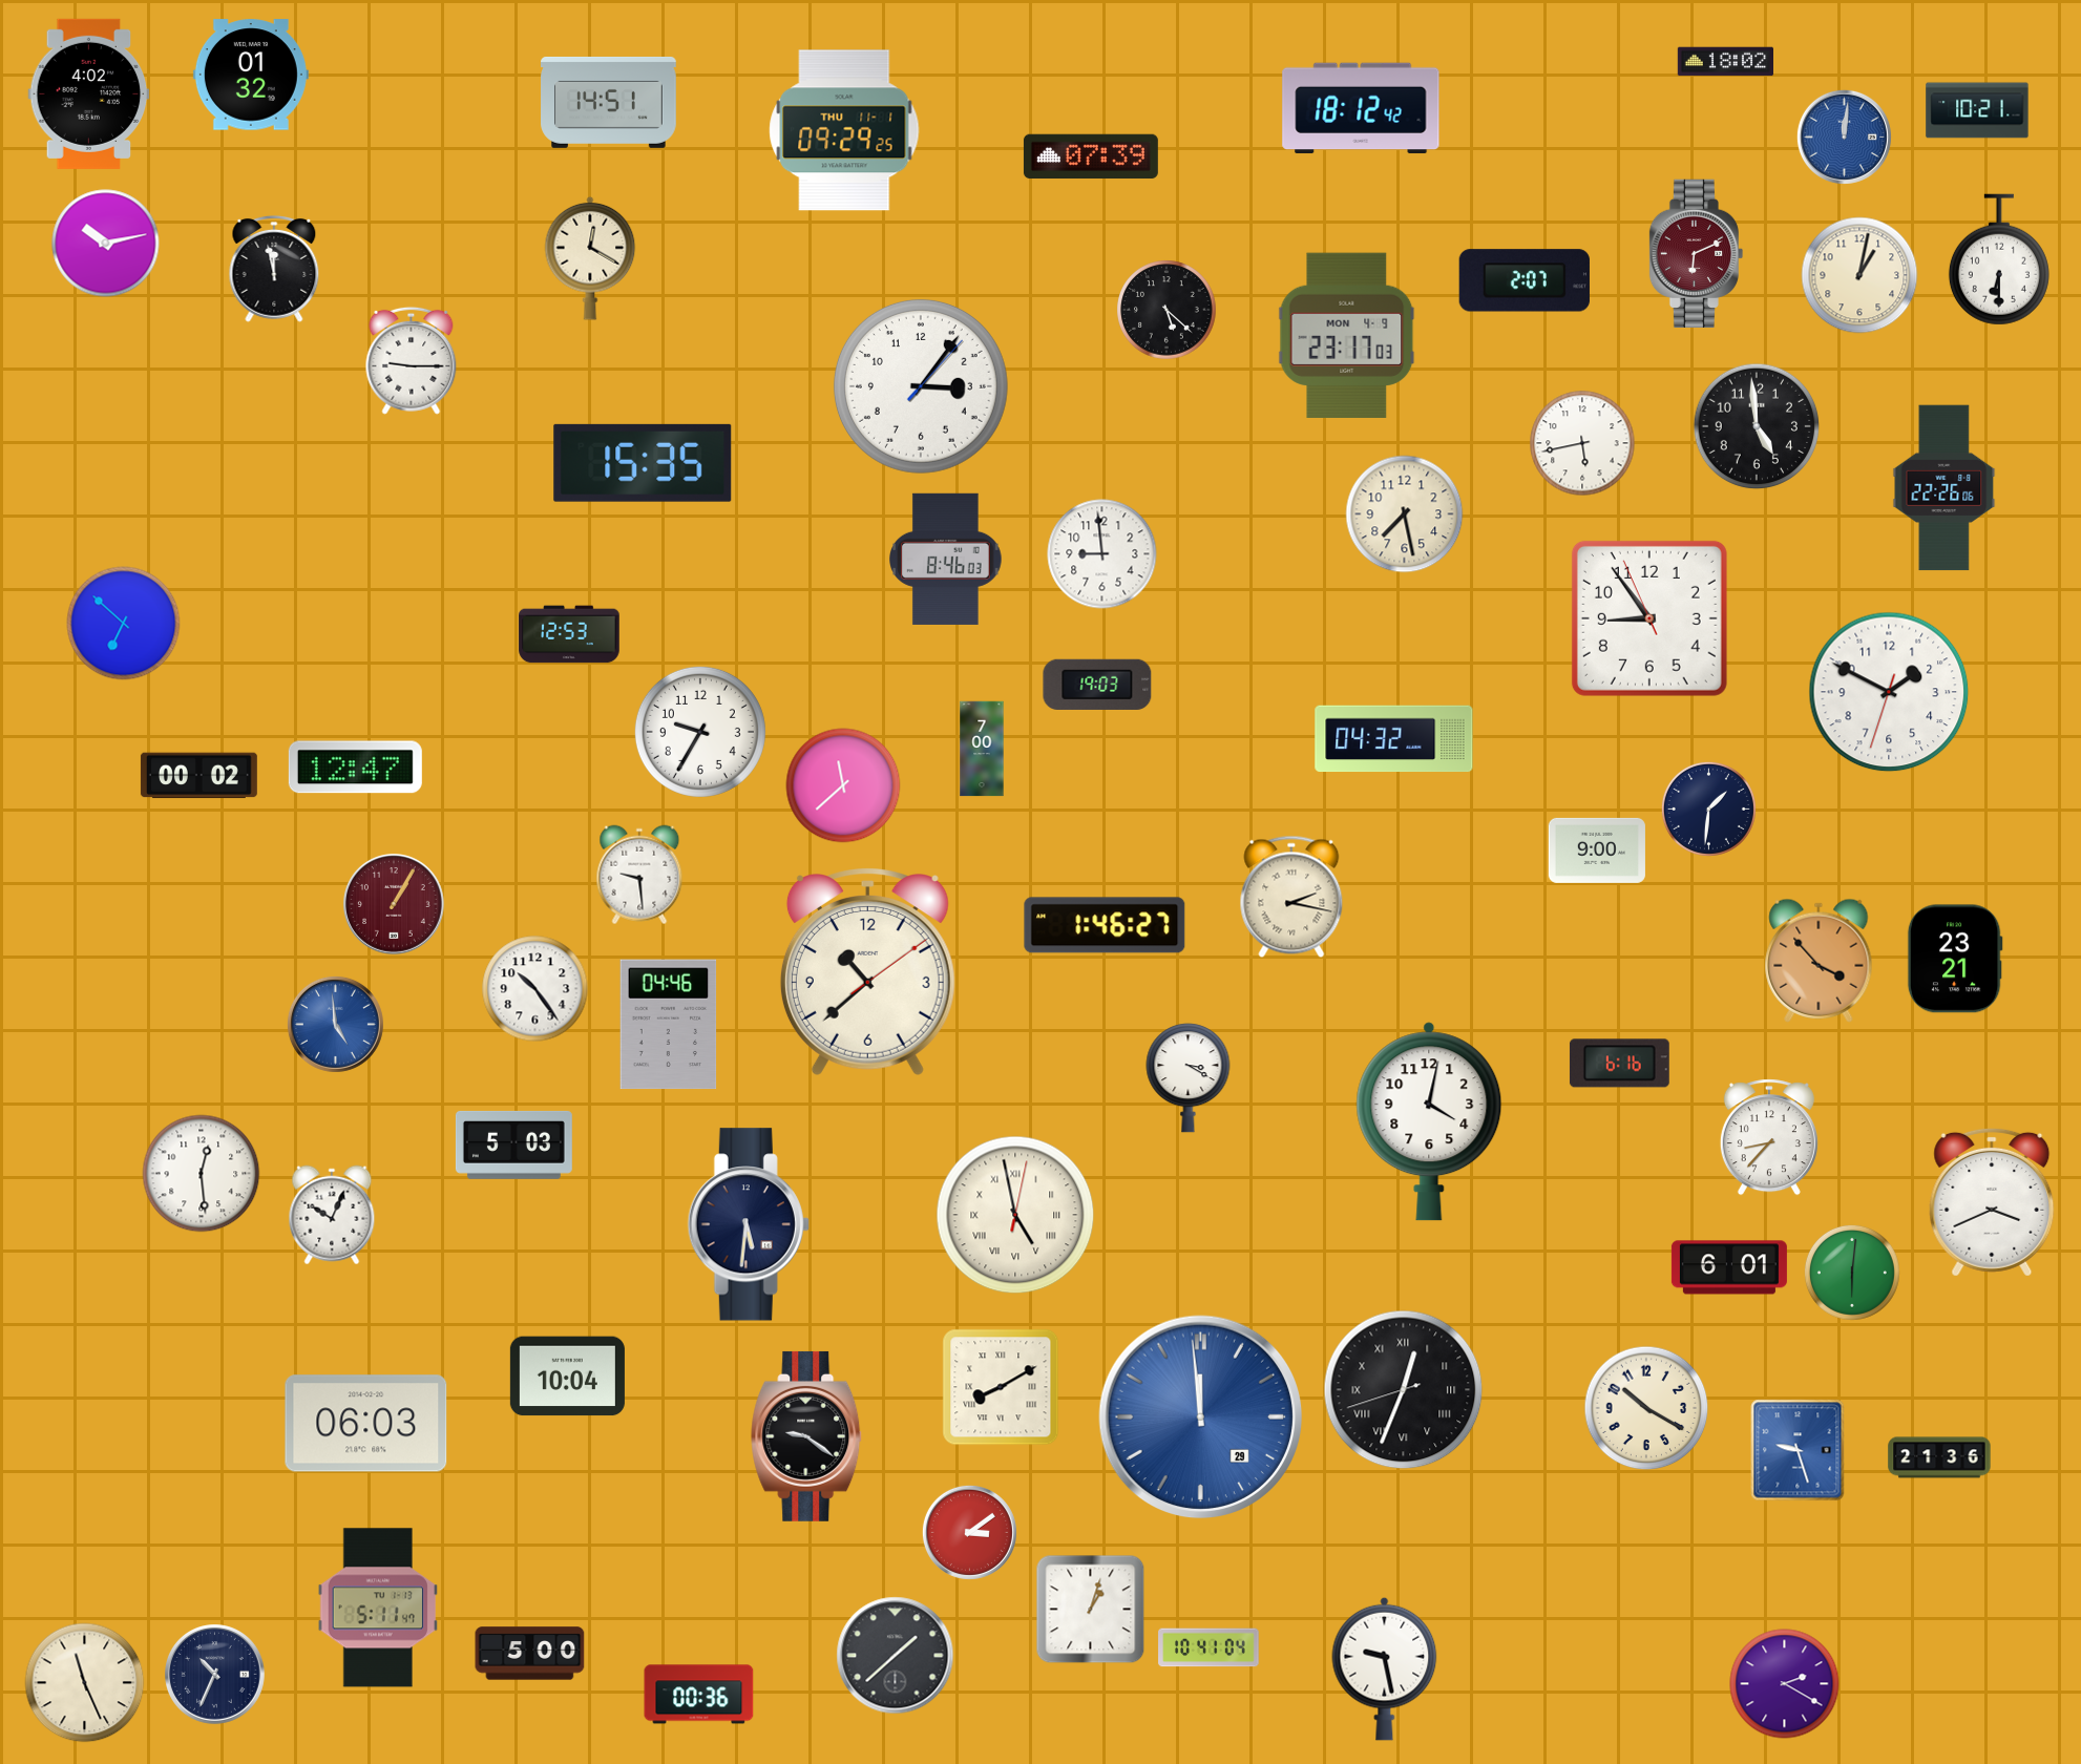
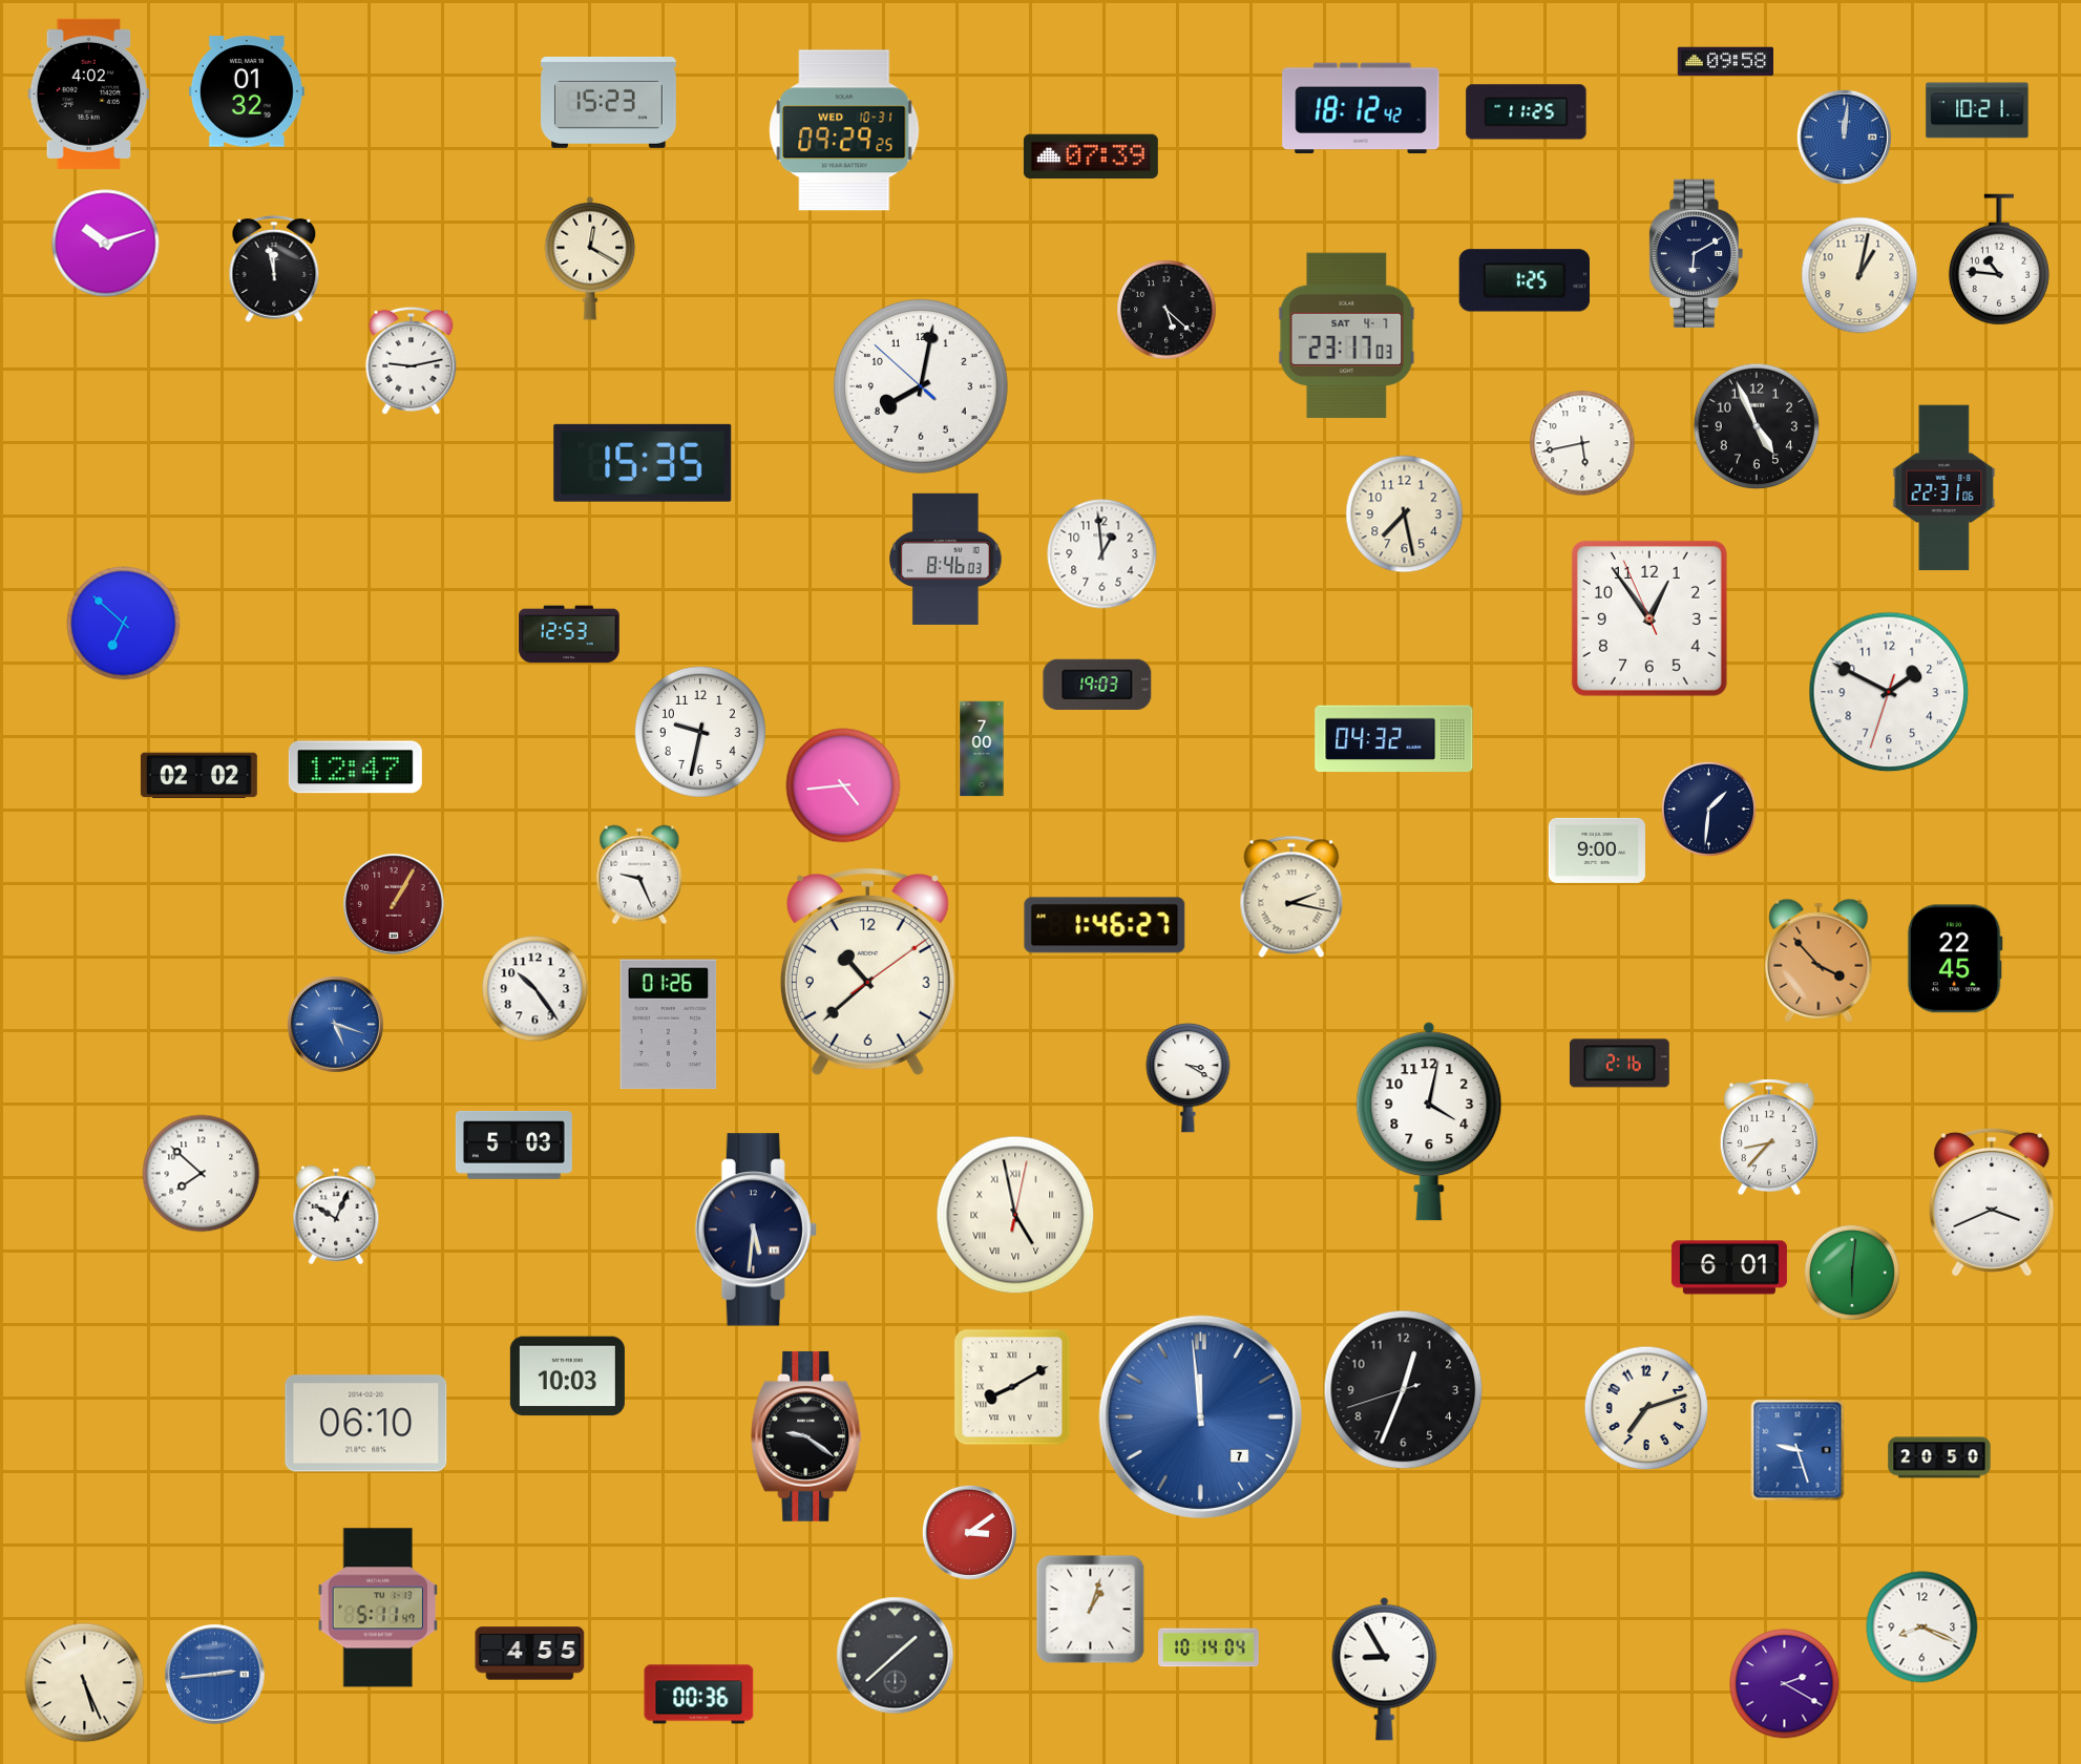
clock at (1725, 62): 18:02 -> 09:58
clock at (251, 75) position: (251, 75) -> (247, 91)
clock at (609, 102): 14:51 -> 15:23
clock at (1527, 112): none -> 11:25
clock at (844, 130) date: THU 11-1 -> WED 10-31
clock at (106, 244): 10:13 -> 10:12
clock at (1697, 253): 6:11 -> 6:10
clock at (1697, 253) dial: burgundy -> navy
clock at (1999, 259): 6:30 -> 10:46
clock at (1525, 280): 2:07 -> 1:25
clock at (1347, 335) date: MON 4-9 -> SAT 4-7
clock at (412, 360): 9:15 -> 9:13
clock at (921, 386): 3:06 -> 8:01
clock at (1757, 426): 4:59 -> 4:56
clock at (1945, 488): 22:26 -> 22:31
clock at (1102, 554): 8:59 -> 12:59
clock at (1649, 618): 8:53 -> 12:53
clock at (700, 732): 9:35 -> 9:32
clock at (198, 776): 00:02 -> 02:02
clock at (843, 785): 11:38 -> 4:44
clock at (639, 875): 9:29 -> 9:26
clock at (1955, 959): 23:21 -> 22:45
clock at (335, 1024): 4:59 -> 5:18
clock at (669, 1025): 04:46 -> 01:26
clock at (1619, 1064): 6:16 -> 2:16
clock at (202, 1174): 12:29 -> 7:52
clock at (332, 1215) position: (332, 1215) -> (336, 1215)
clock at (749, 1224) position: (749, 1224) -> (756, 1230)
clock at (567, 1377): 10:04 -> 10:03
clock at (1001, 1387) position: (1001, 1387) -> (1012, 1387)
clock at (1404, 1390) numerals: Roman -> Arabic
clock at (1646, 1408): 10:20 -> 7:12
clock at (1201, 1417) date: 29 -> 7
clock at (366, 1424): 06:03 -> 06:10
clock at (1939, 1457): 21:36 -> 20:50
clock at (1922, 1627): none -> 8:19
clock at (1208, 1647): 10:41 -> 10:14
clock at (530, 1654): 5:00 -> 4:55
clock at (1385, 1668): 9:28 -> 8:55
clock at (215, 1675): 10:34 -> 2:44
clock at (215, 1675) dial: navy -> blue
clock at (85, 1683): 11:26 -> 5:26
